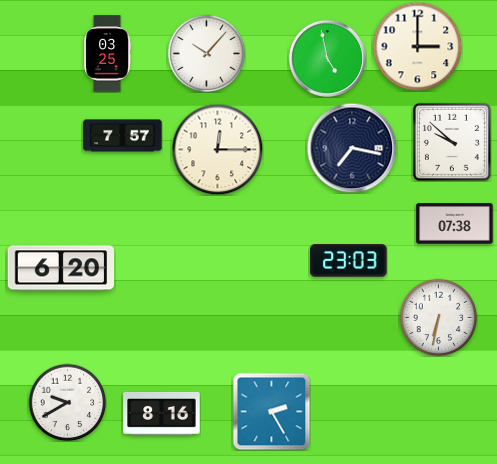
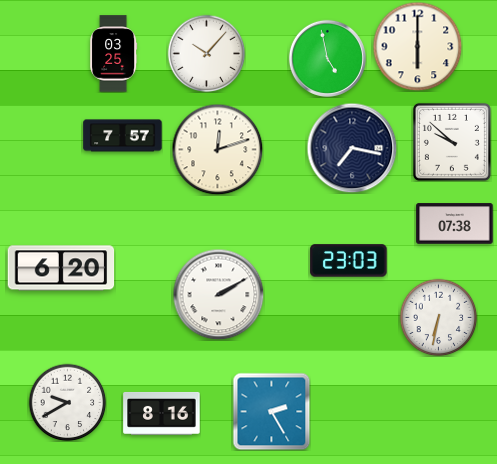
clock at (417, 46): 3:00 -> 6:00
clock at (108, 54) position: (108, 54) -> (114, 54)
clock at (217, 149): 12:15 -> 12:12
clock at (218, 294): none -> 2:10
